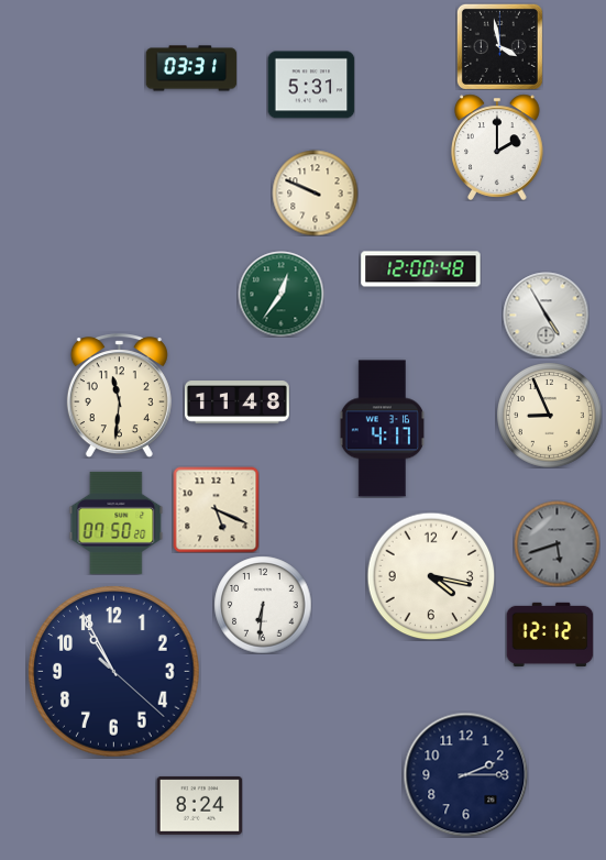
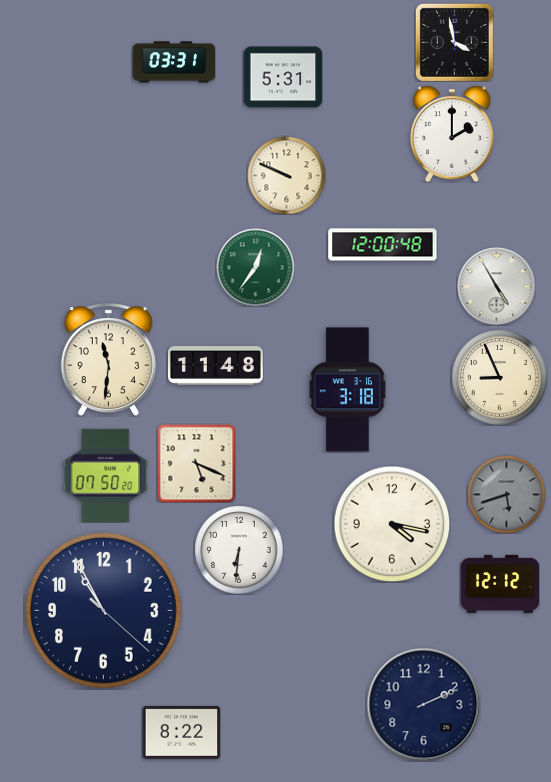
clock at (382, 429): 4:17 -> 3:18
clock at (550, 635) position: (550, 635) -> (500, 584)
clock at (465, 774): 2:15 -> 2:11
clock at (199, 805): 8:24 -> 8:22
